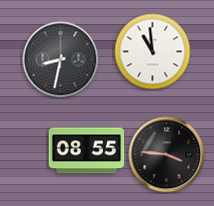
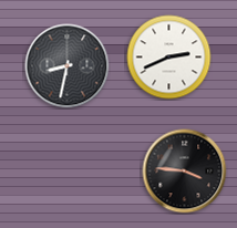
clock at (153, 52): 10:59 -> 2:41
clock at (87, 151): 08:55 -> none
